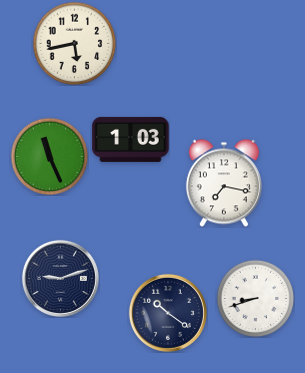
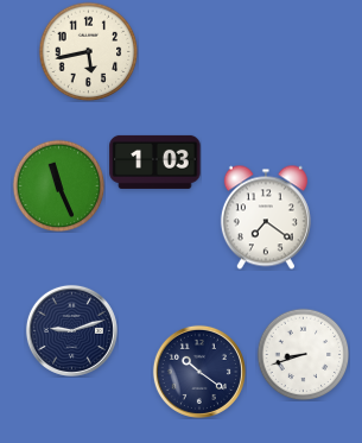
clock at (131, 139) position: (131, 139) -> (155, 162)
clock at (224, 183): 7:17 -> 7:21
